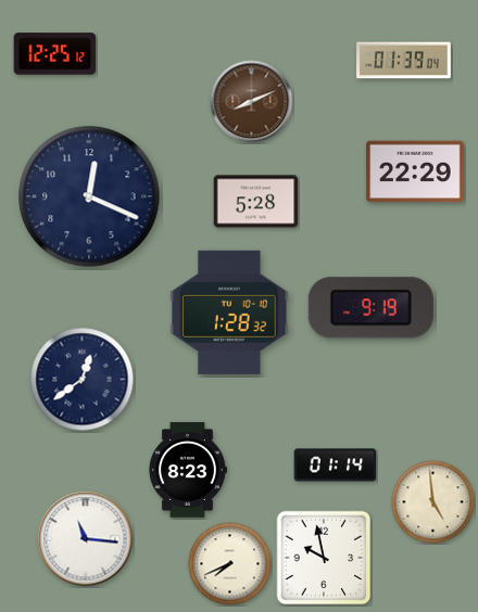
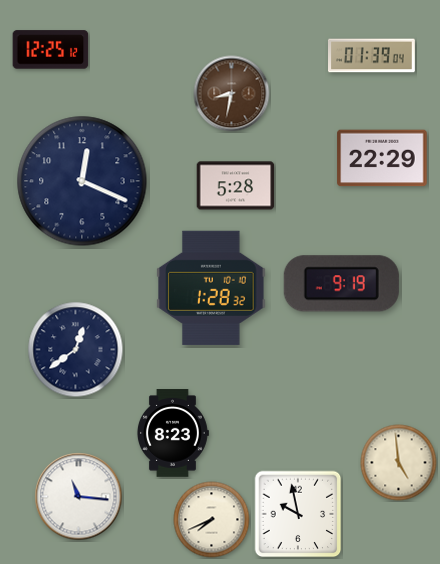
clock at (252, 102): 8:11 -> 8:32
clock at (336, 466): 01:14 -> none
